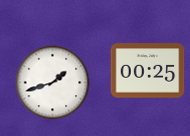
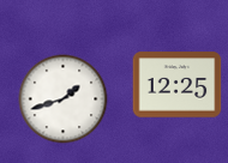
clock at (148, 71): 00:25 -> 12:25
